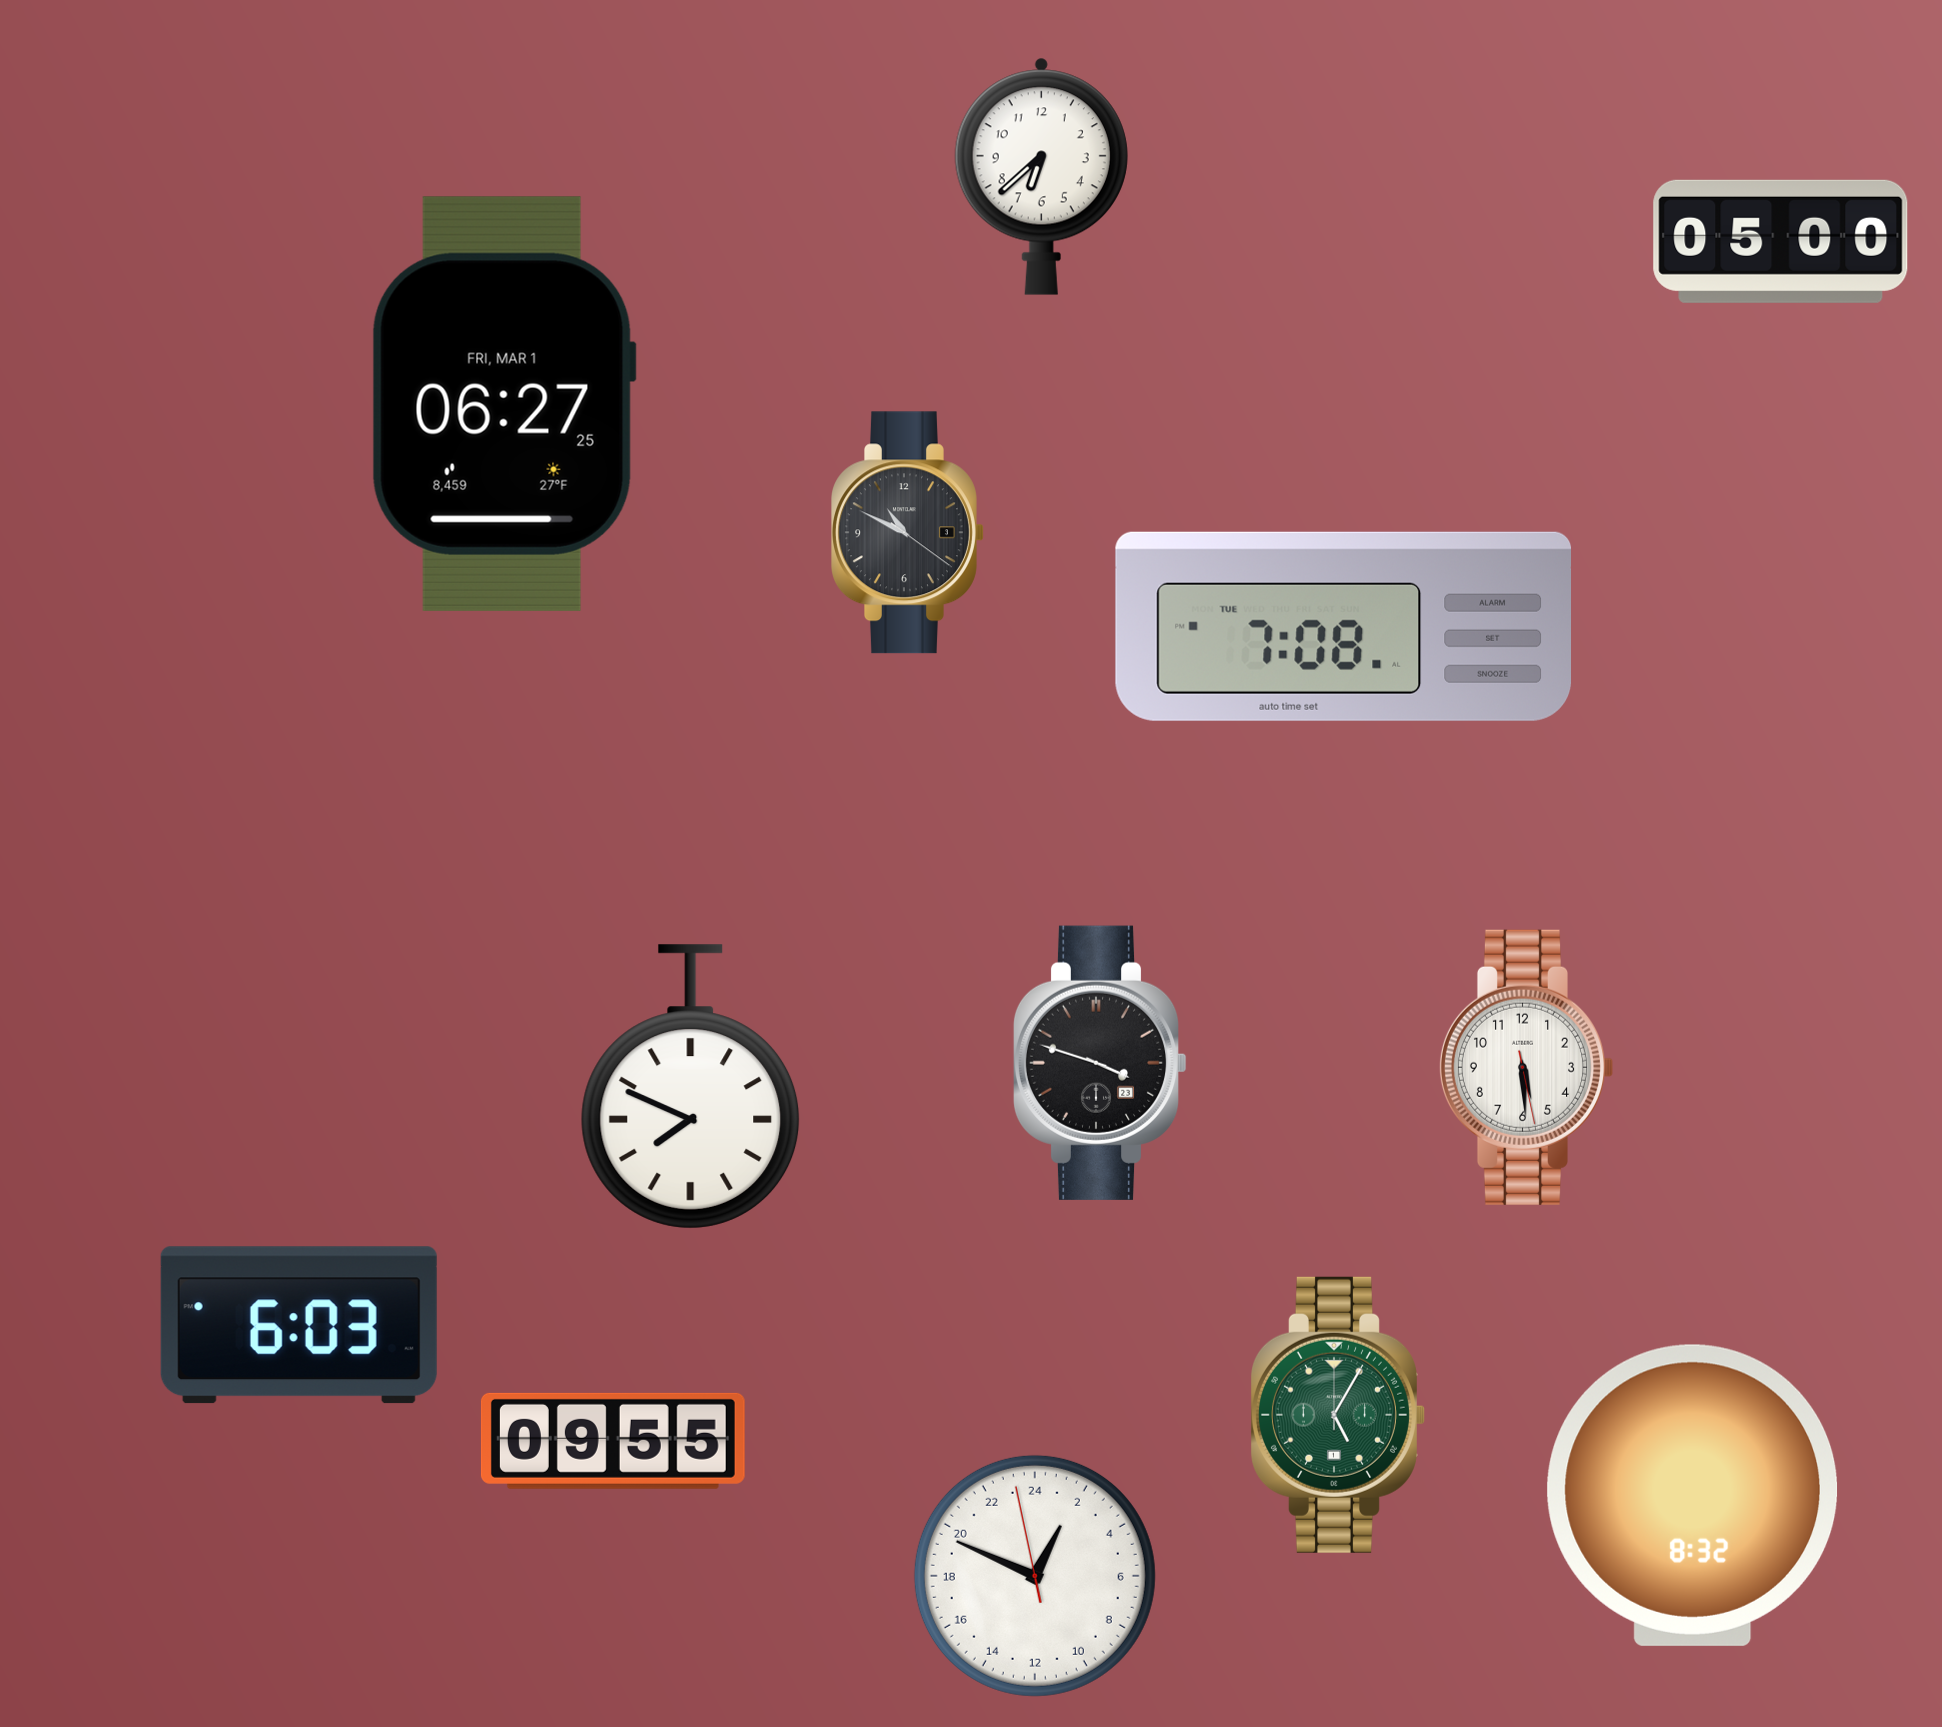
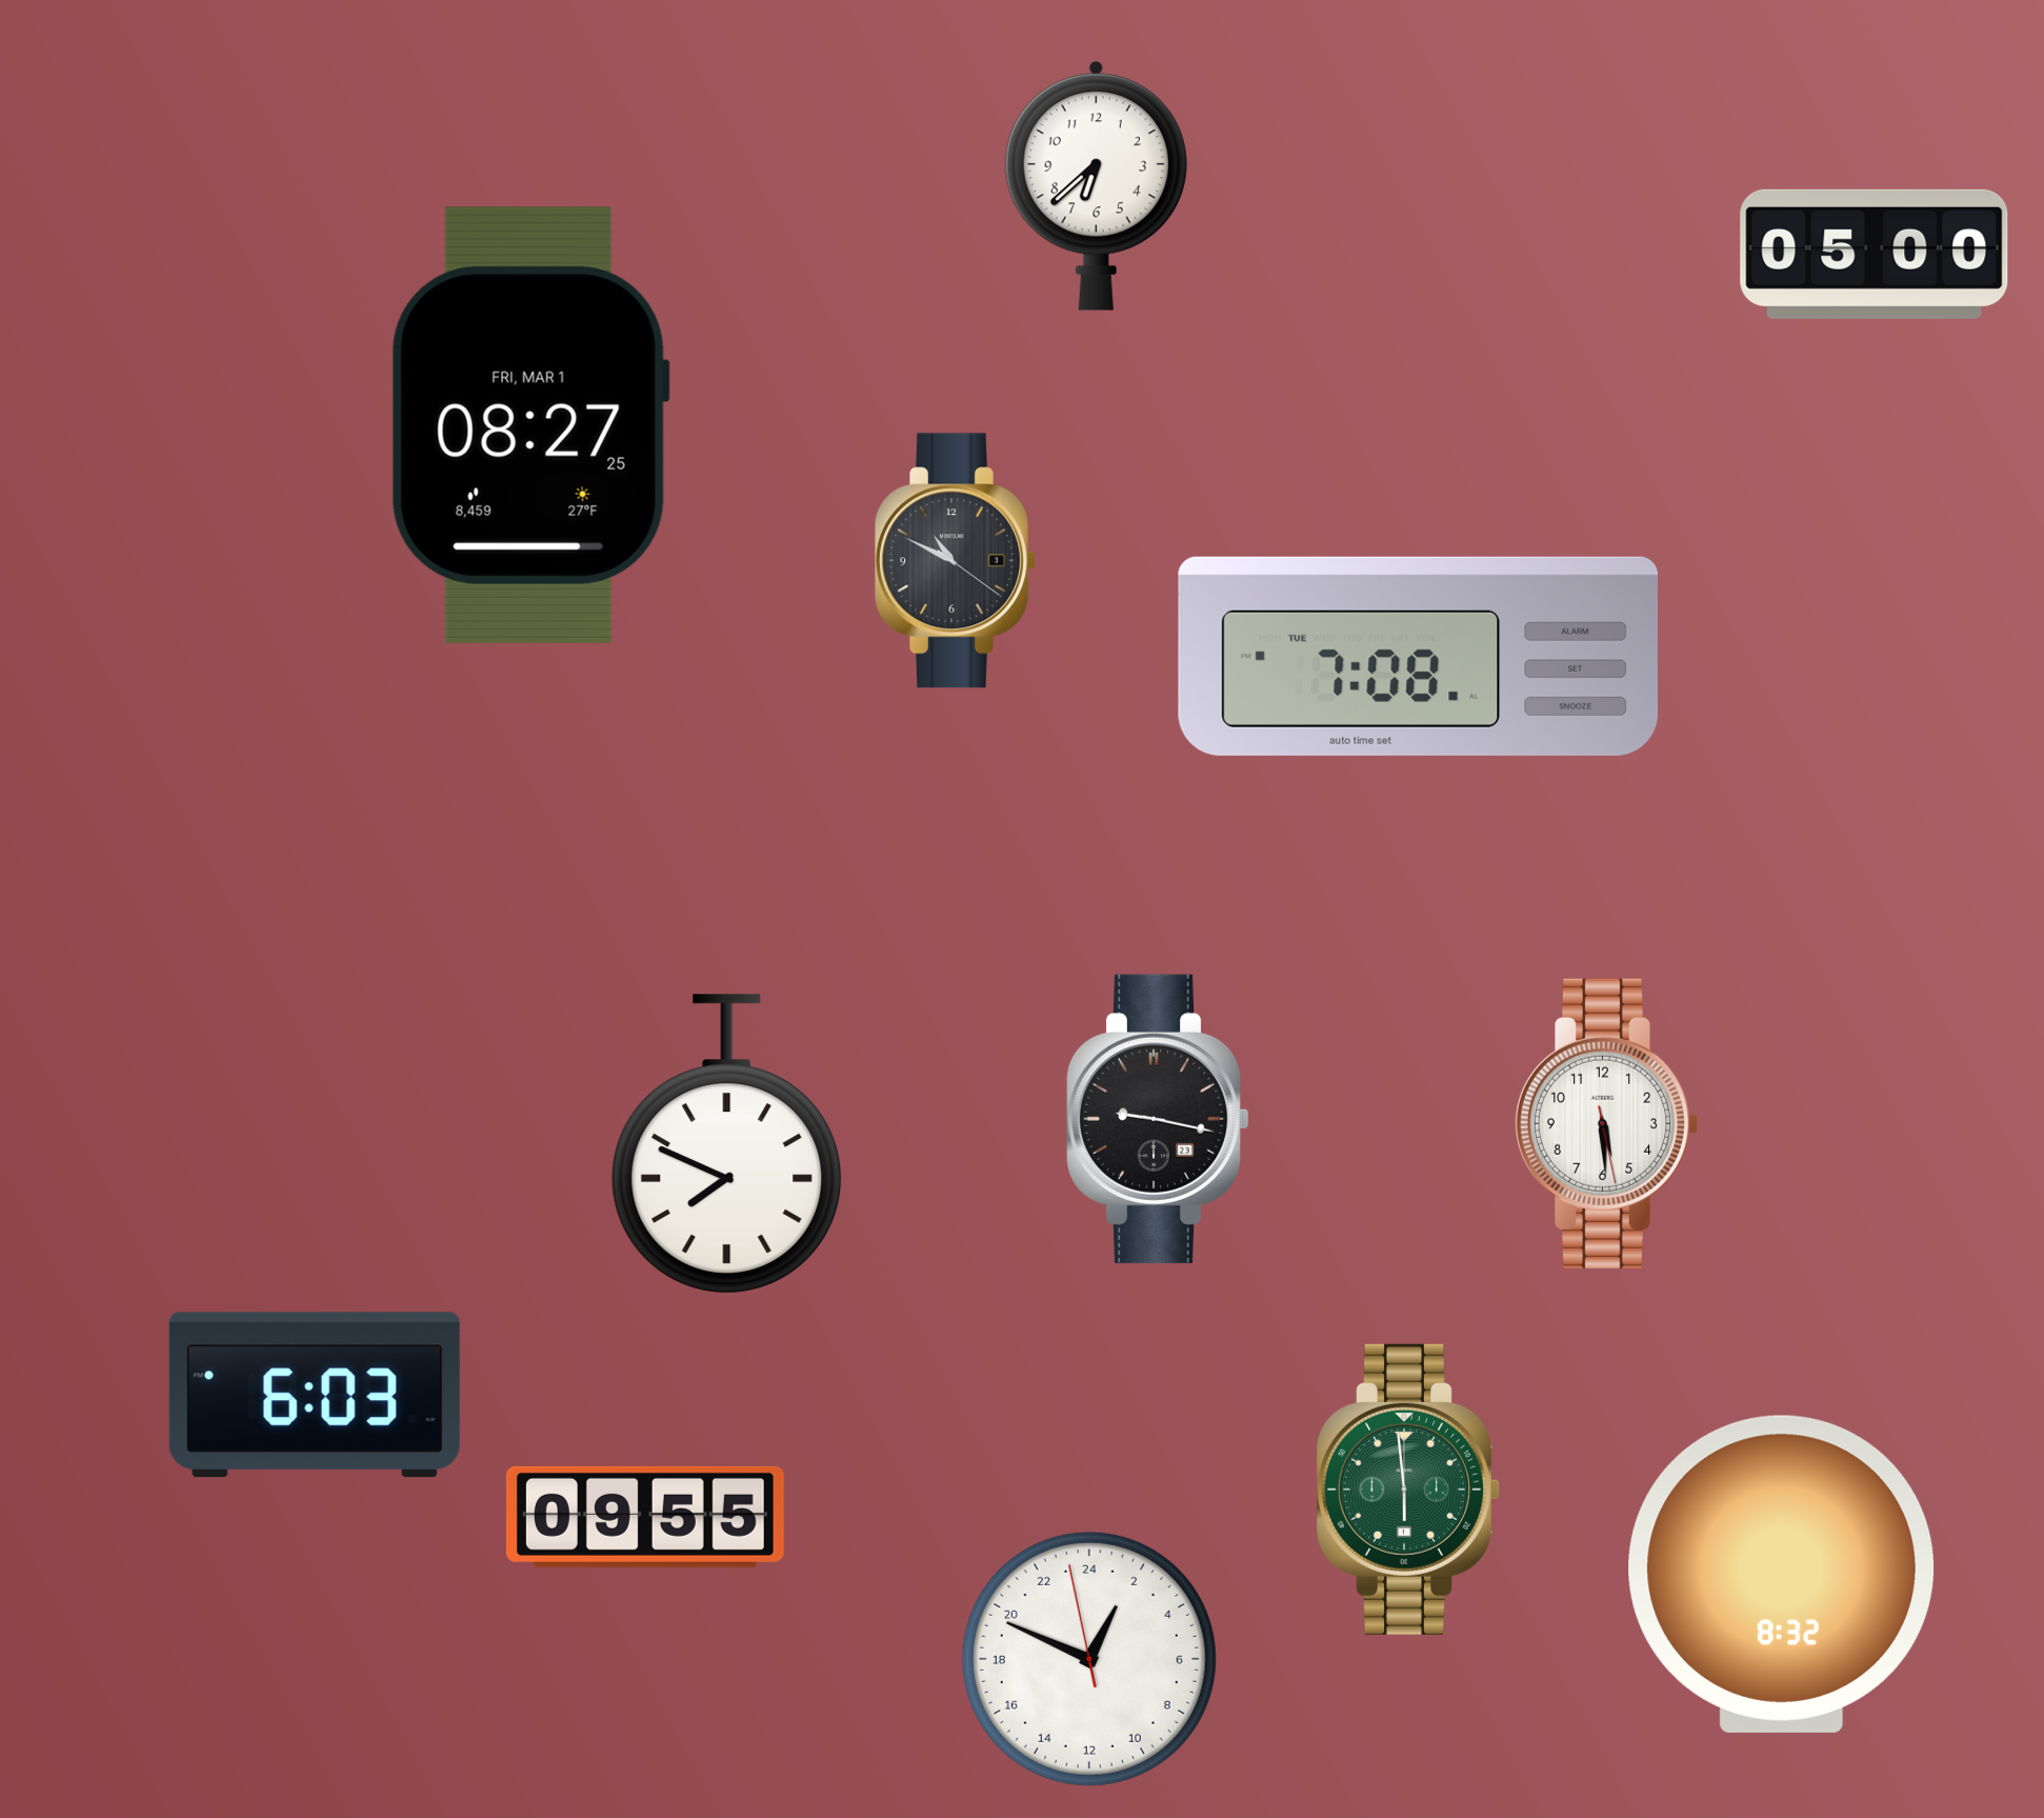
clock at (504, 404): 06:27 -> 08:27
clock at (1343, 626) position: (1343, 626) -> (1418, 656)
clock at (1100, 1063): 3:48 -> 9:17
clock at (1337, 1415): 5:05 -> 5:59
